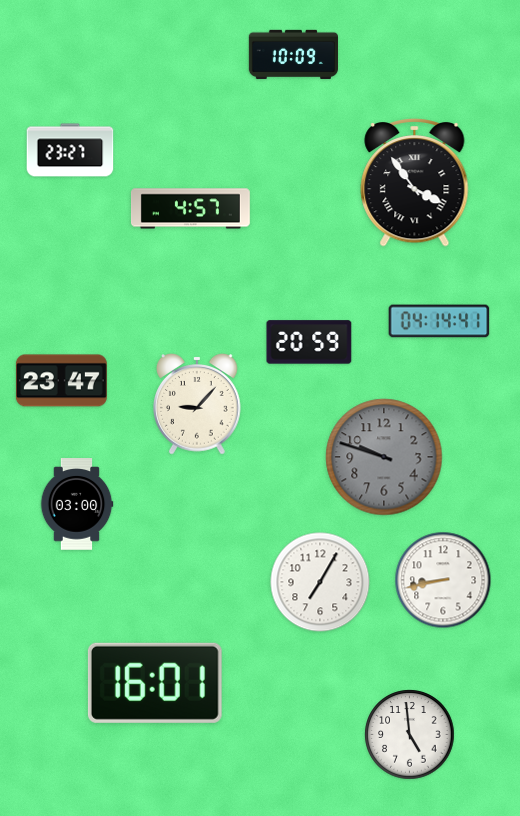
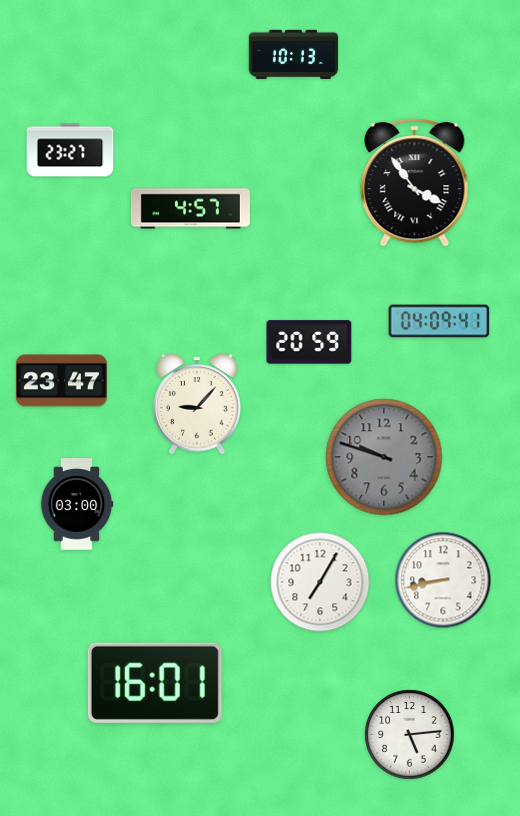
clock at (293, 54): 10:09 -> 10:13
clock at (439, 321): 04:14 -> 04:09
clock at (410, 735): 4:59 -> 5:14
